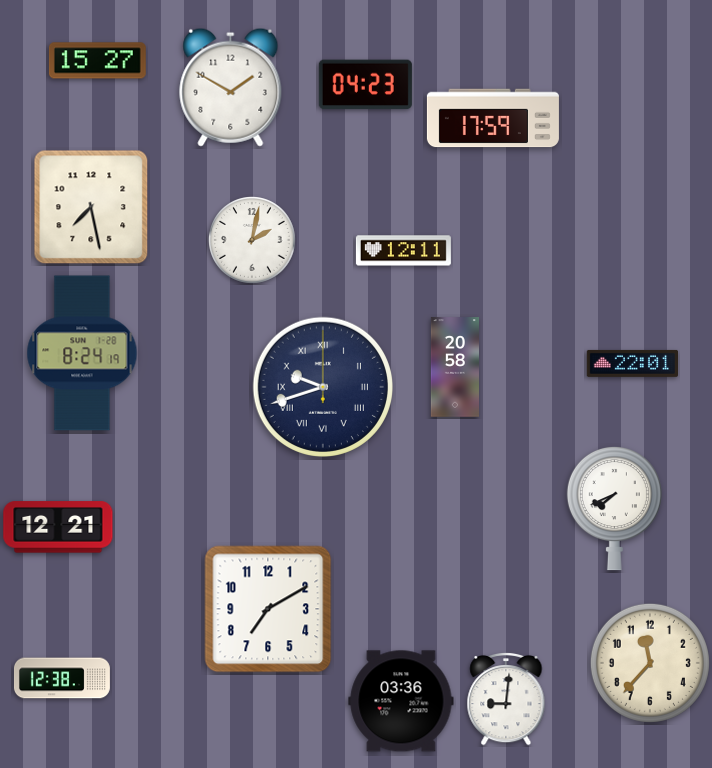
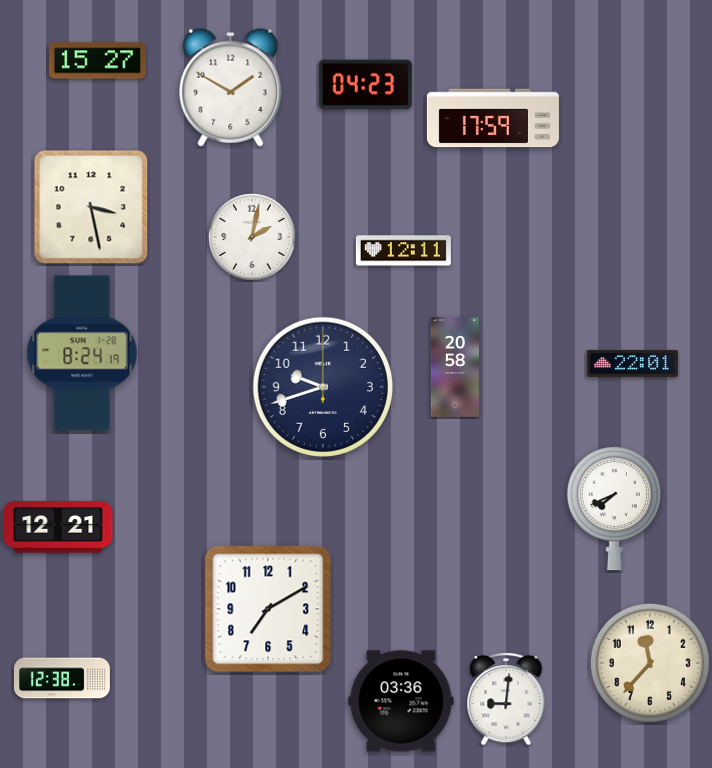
clock at (91, 207): 7:28 -> 3:28
clock at (253, 241) position: (253, 241) -> (253, 238)
clock at (322, 386) numerals: Roman -> Arabic
